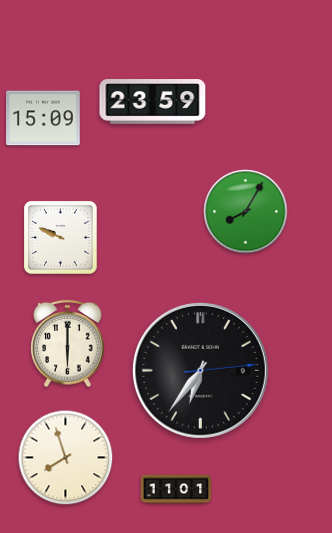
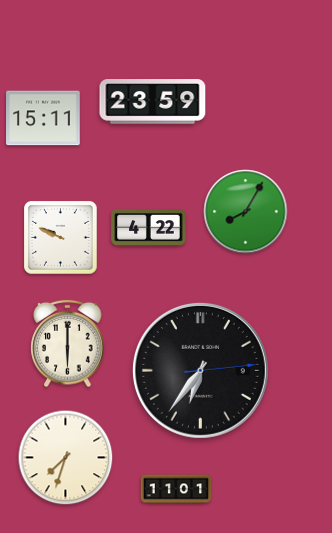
clock at (43, 118): 15:09 -> 15:11
clock at (149, 228): none -> 4:22
clock at (66, 458): 7:57 -> 7:33
